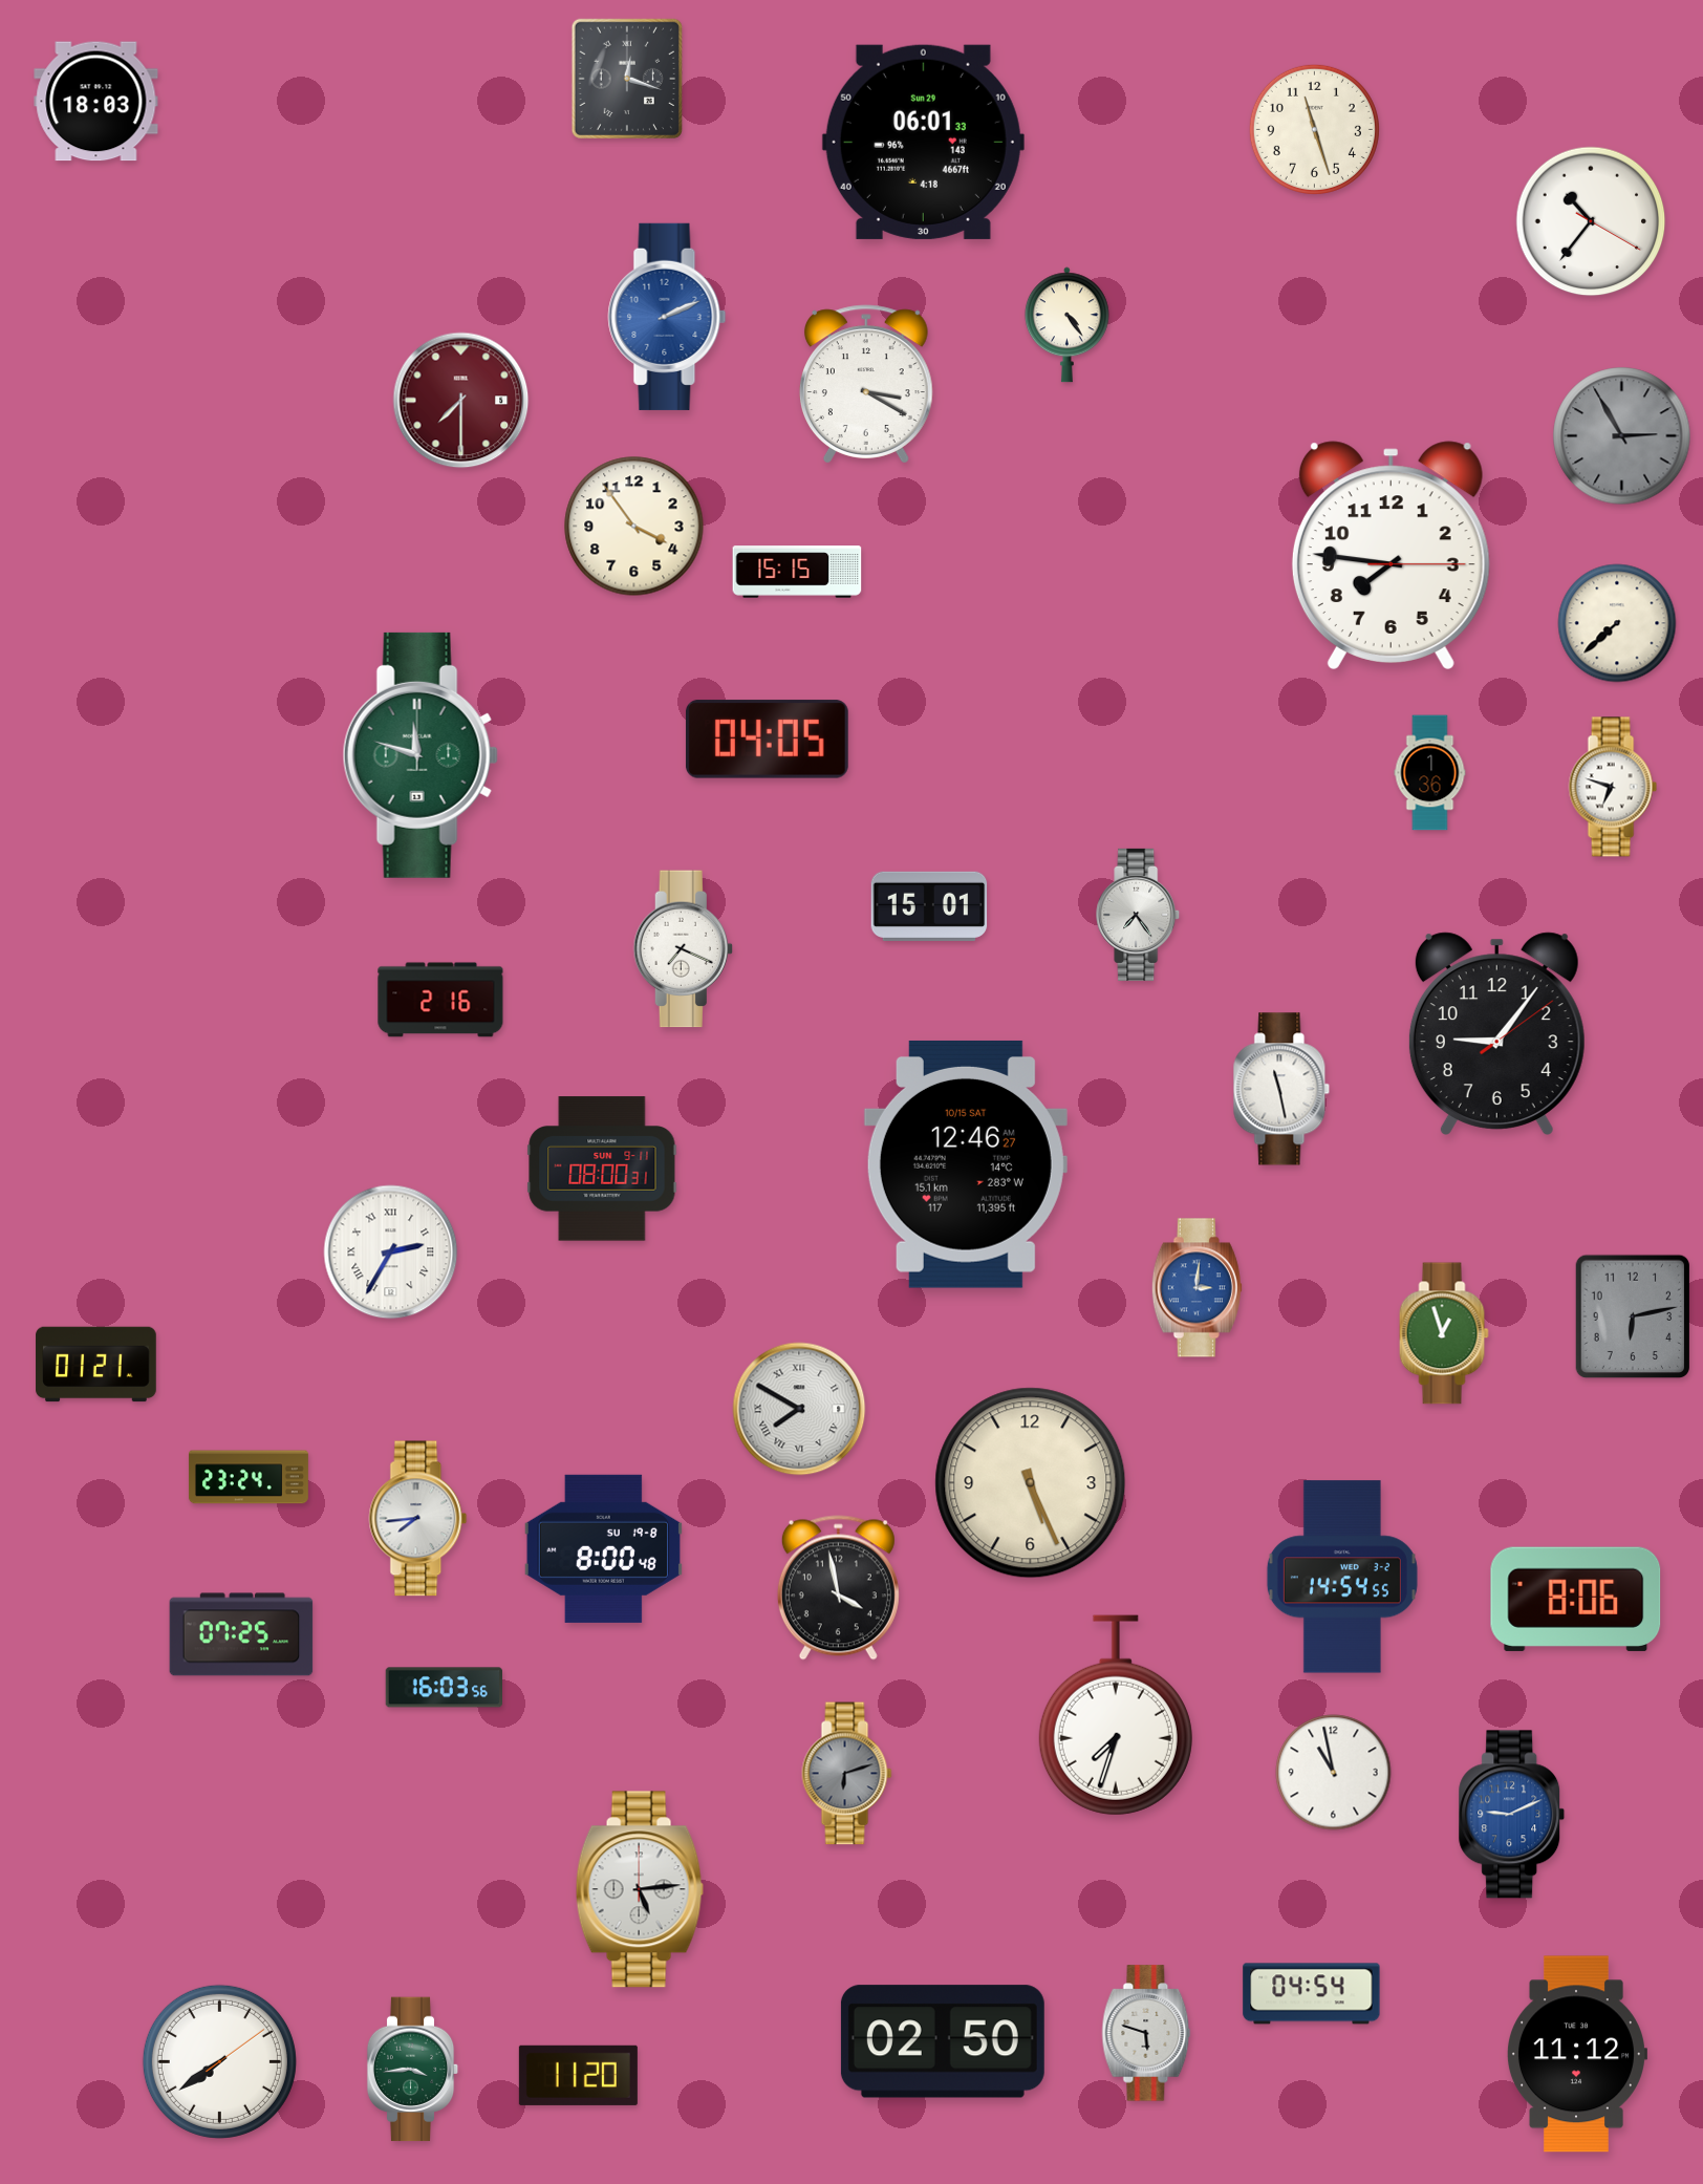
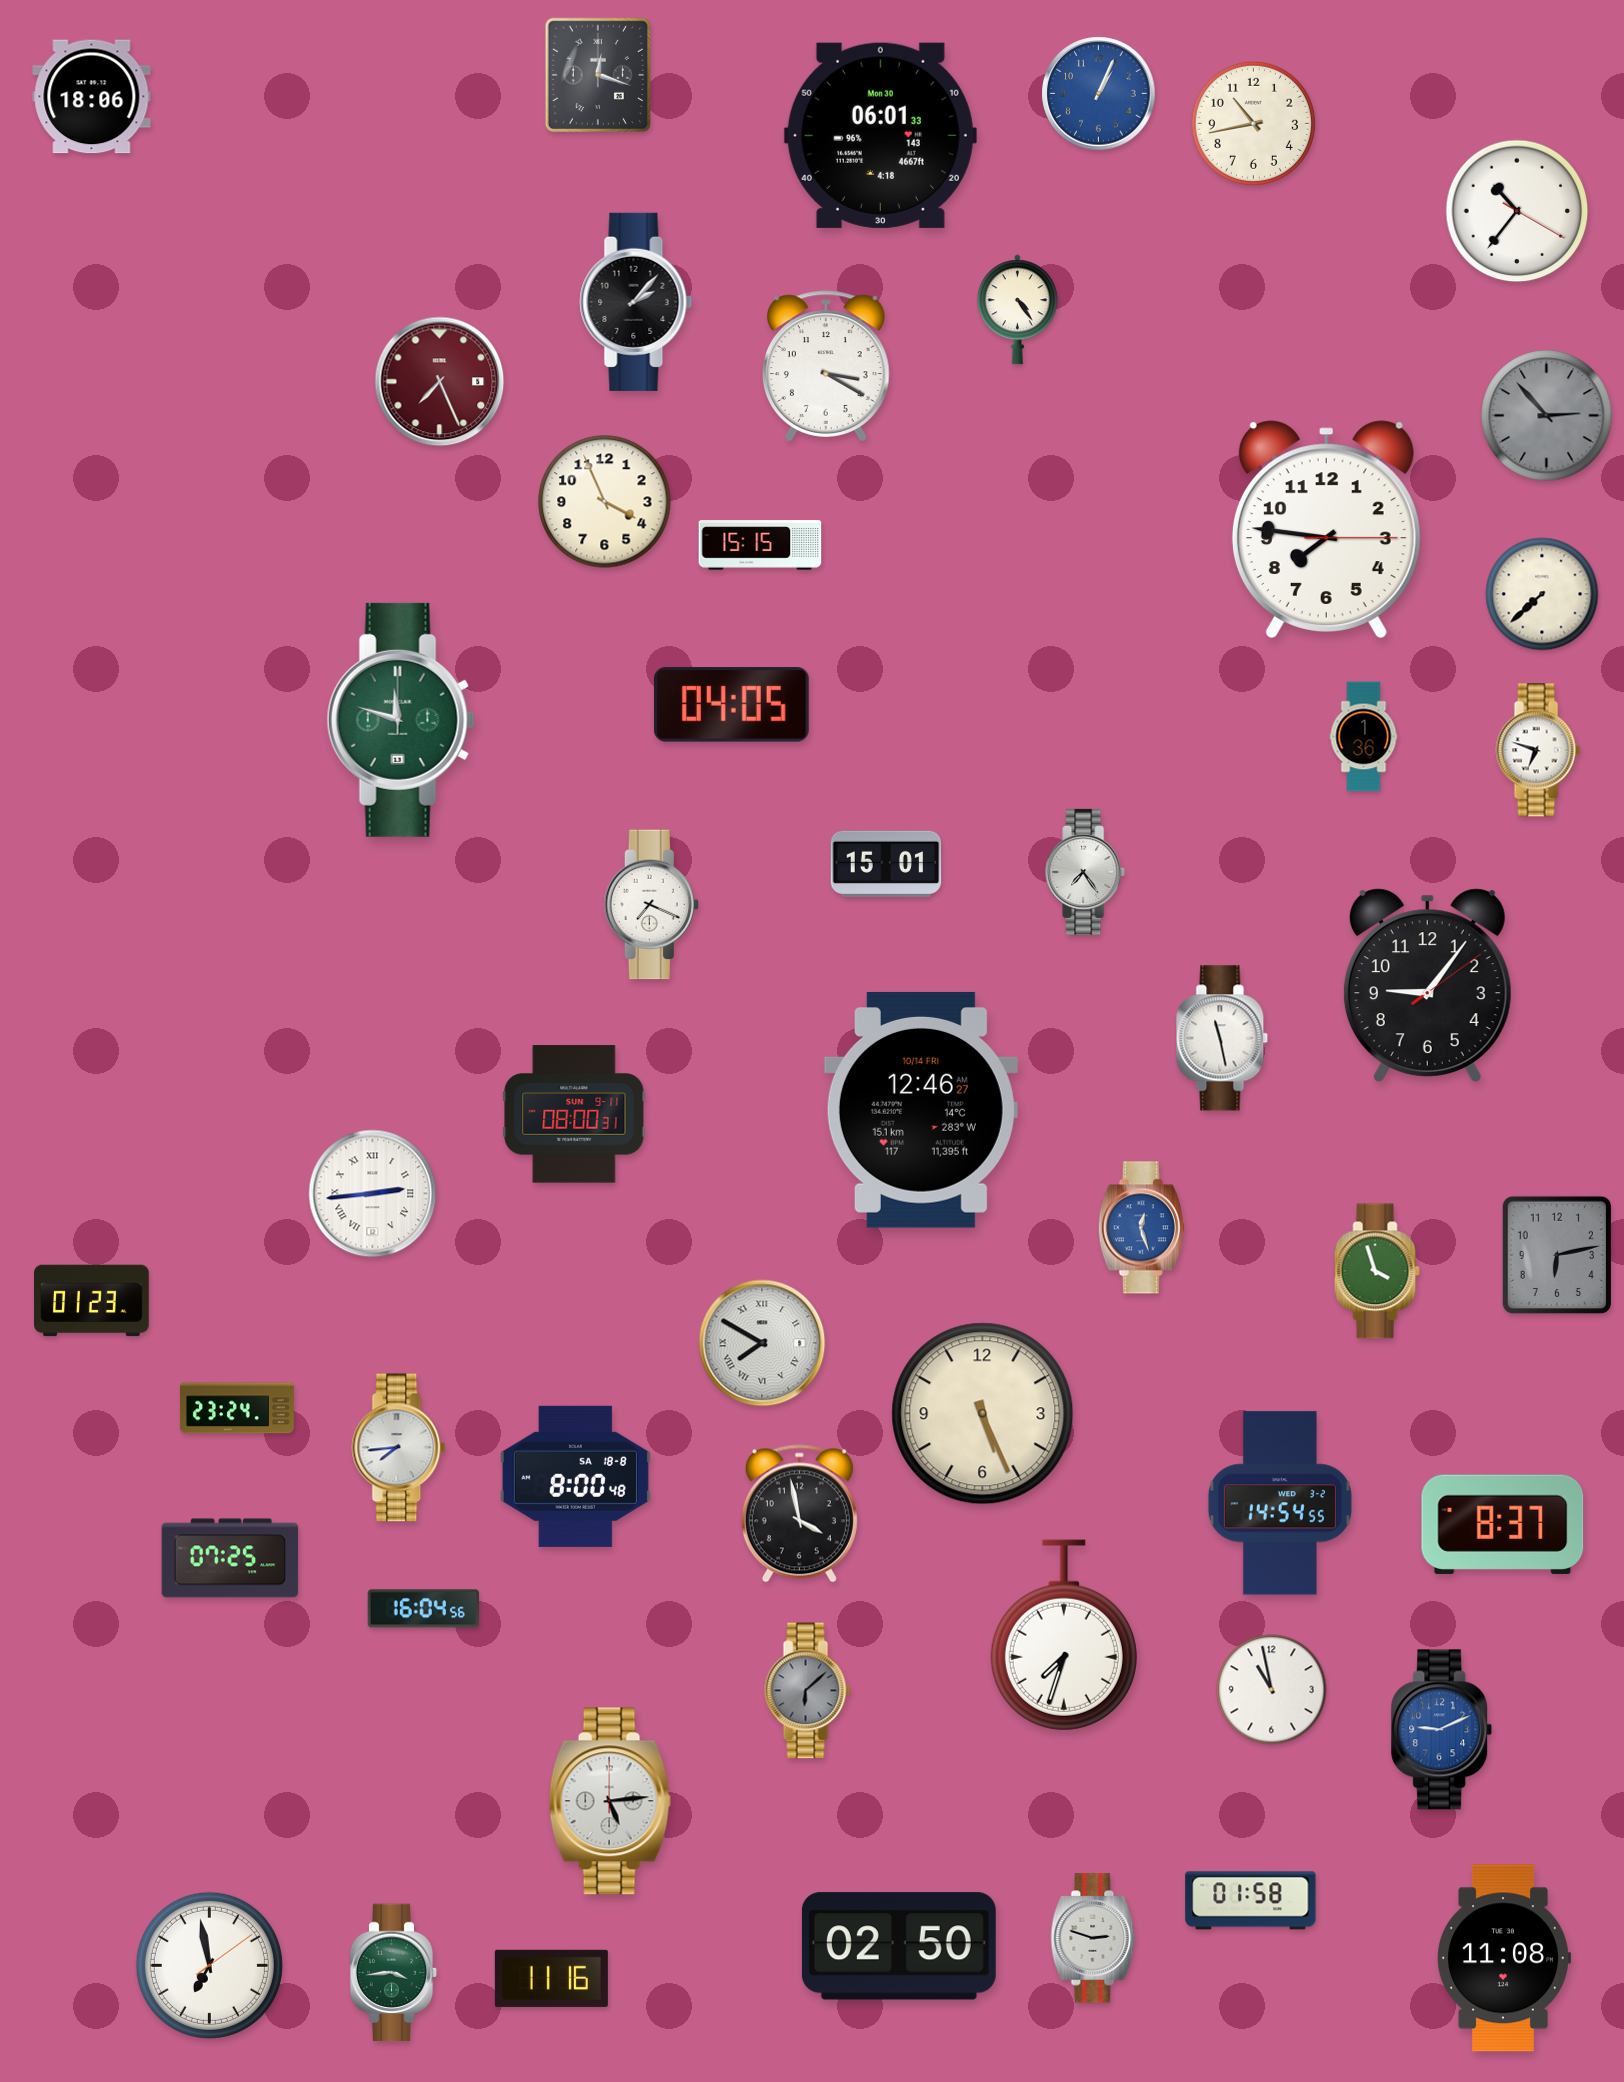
clock at (1099, 94): none -> 1:04
clock at (96, 102): 18:03 -> 18:06
clock at (1314, 129): 11:27 -> 10:43
clock at (923, 142) date: Sun 29 -> Mon 30
clock at (667, 317): 2:11 -> 2:07
clock at (667, 317) dial: blue -> black
clock at (461, 401): 7:30 -> 7:26
clock at (1622, 436): 2:55 -> 2:53
clock at (634, 527): 3:54 -> 3:56
clock at (440, 1000): 2:16 -> none
clock at (966, 1164) date: 10/15 SAT -> 10/14 FRI
clock at (391, 1252): 2:35 -> 2:44
clock at (1197, 1288): 3:01 -> 12:27
clock at (1444, 1333): 12:57 -> 3:57
clock at (96, 1365): 01:21 -> 01:23
clock at (603, 1548) date: SU 19-8 -> SA 18-8
clock at (1576, 1599): 8:06 -> 8:37
clock at (444, 1688): 16:03 -> 16:04
clock at (847, 1774): 6:12 -> 6:08
clock at (1312, 1994): 04:54 -> 01:58
clock at (1146, 2033): 5:48 -> 2:48
clock at (1576, 2054): 11:12 -> 11:08
clock at (219, 2061): 7:39 -> 6:58
clock at (578, 2075): 11:20 -> 11:16
